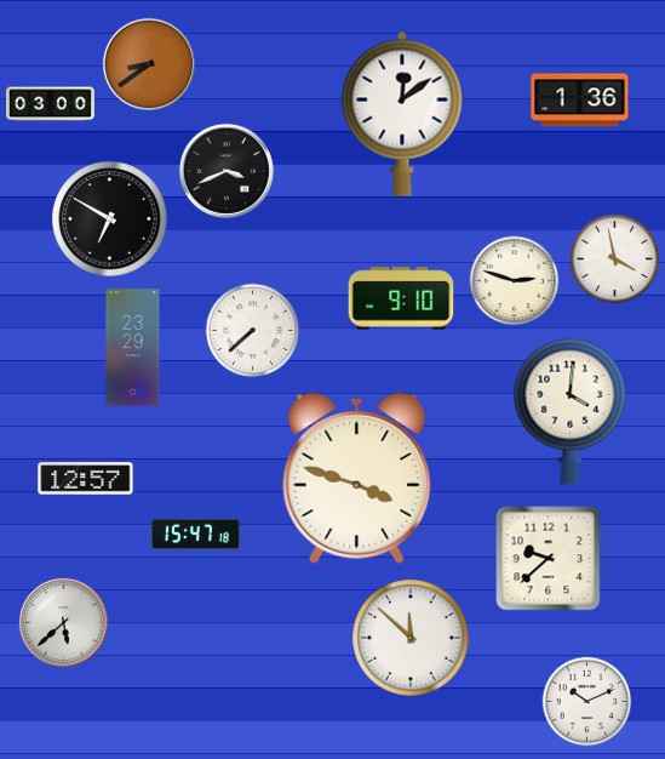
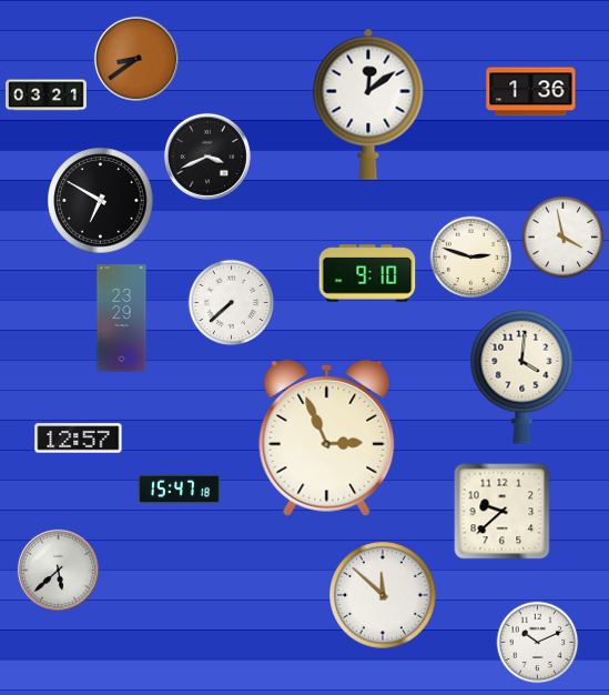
clock at (51, 104): 03:00 -> 03:21
clock at (357, 478): 3:48 -> 2:56
clock at (411, 638) position: (411, 638) -> (383, 595)
